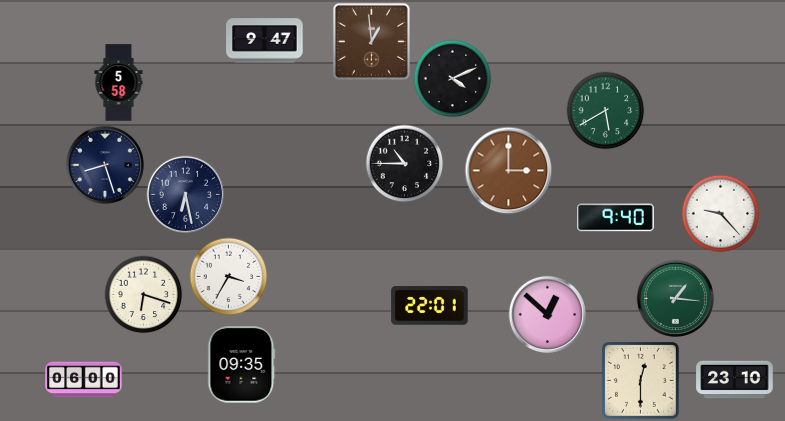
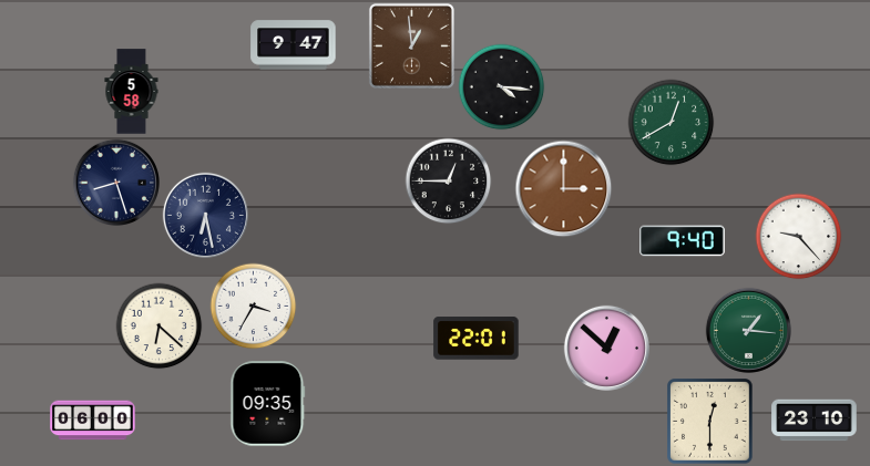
clock at (452, 78): 4:11 -> 4:16
clock at (605, 110): 5:40 -> 12:40
clock at (404, 163): 10:45 -> 12:45
clock at (143, 294): 6:18 -> 6:22
